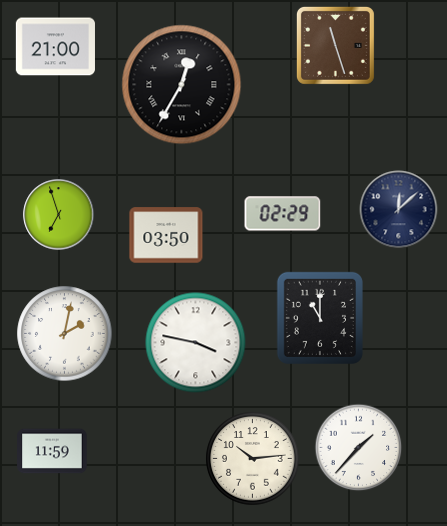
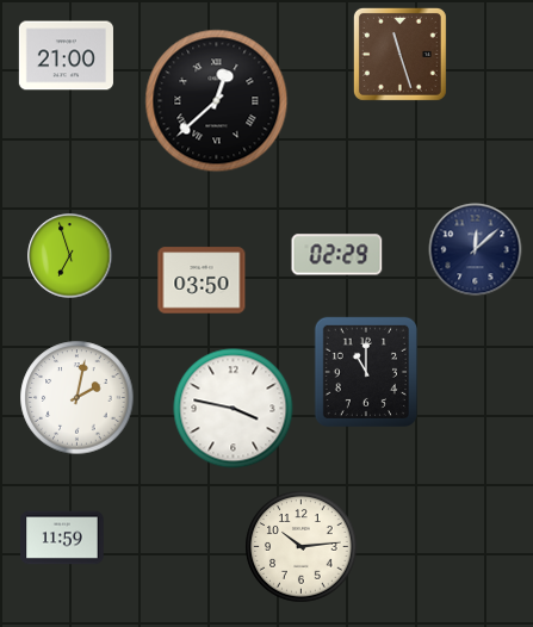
clock at (182, 85): 12:35 -> 12:38
clock at (166, 235) position: (166, 235) -> (202, 280)
clock at (320, 318) position: (320, 318) -> (366, 372)
clock at (359, 448): 1:37 -> none
